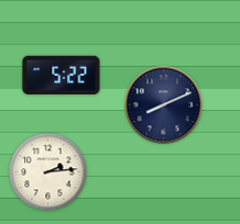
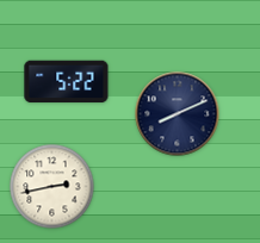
clock at (48, 172): 2:14 -> 2:43
